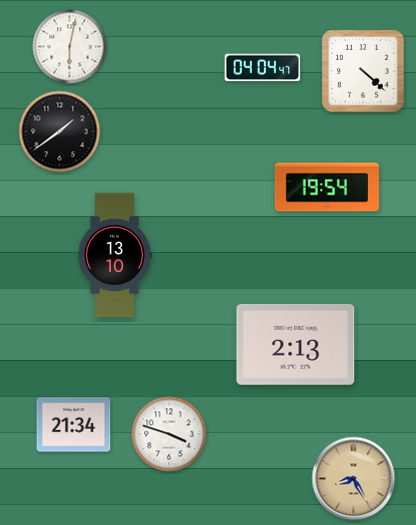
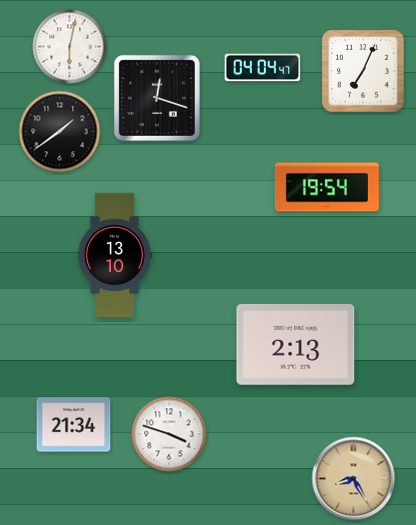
clock at (363, 71): 4:22 -> 7:04
clock at (157, 98): none -> 12:18
